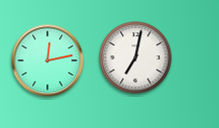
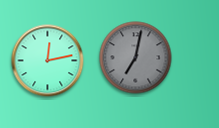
clock at (136, 58) dial: white -> grey
